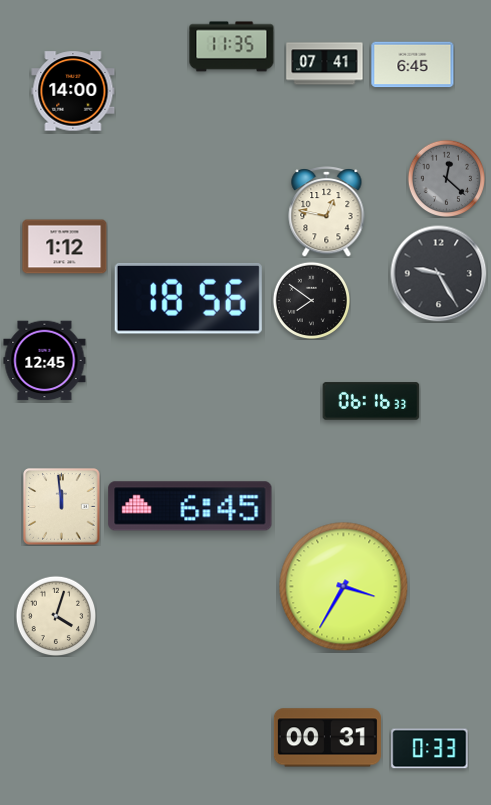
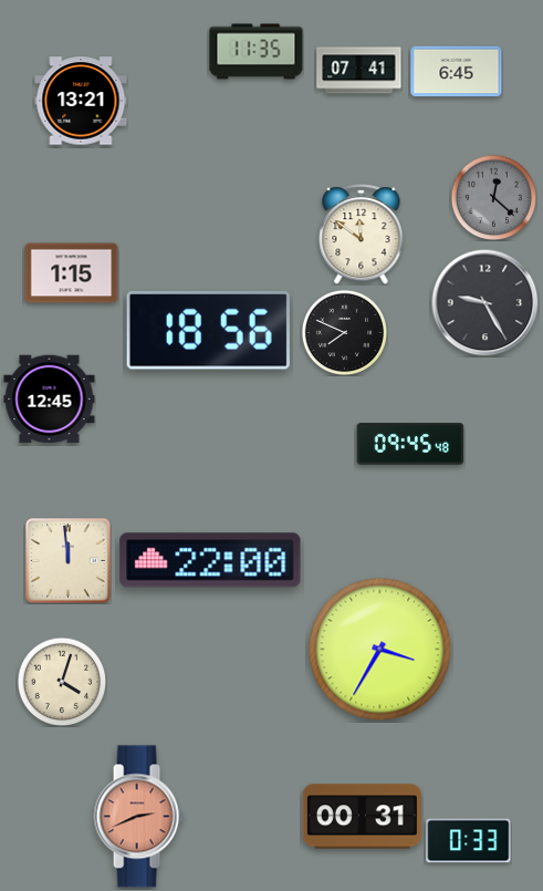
clock at (73, 91): 14:00 -> 13:21
clock at (327, 212): 12:47 -> 11:51
clock at (65, 247): 1:12 -> 1:15
clock at (311, 300): 7:51 -> 7:49
clock at (371, 401): 06:16 -> 09:45
clock at (190, 506): 6:45 -> 22:00
clock at (138, 817): none -> 2:41
clock at (430, 749) position: (430, 749) -> (469, 841)
